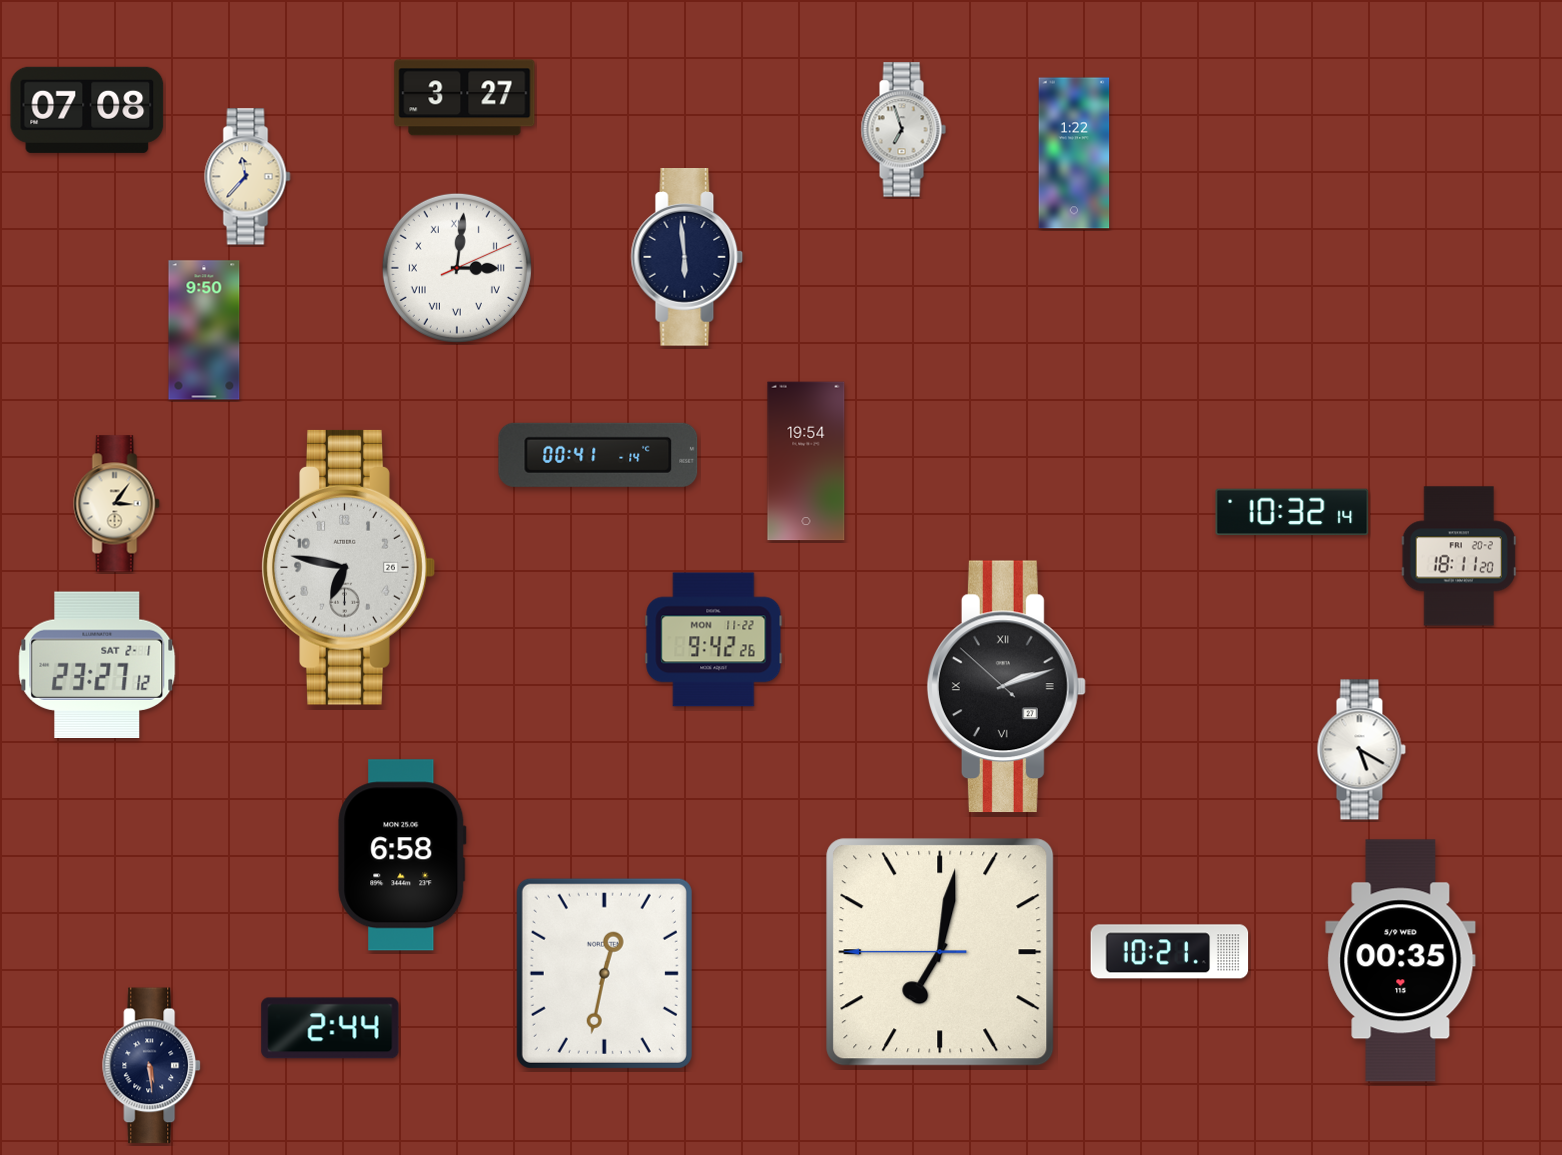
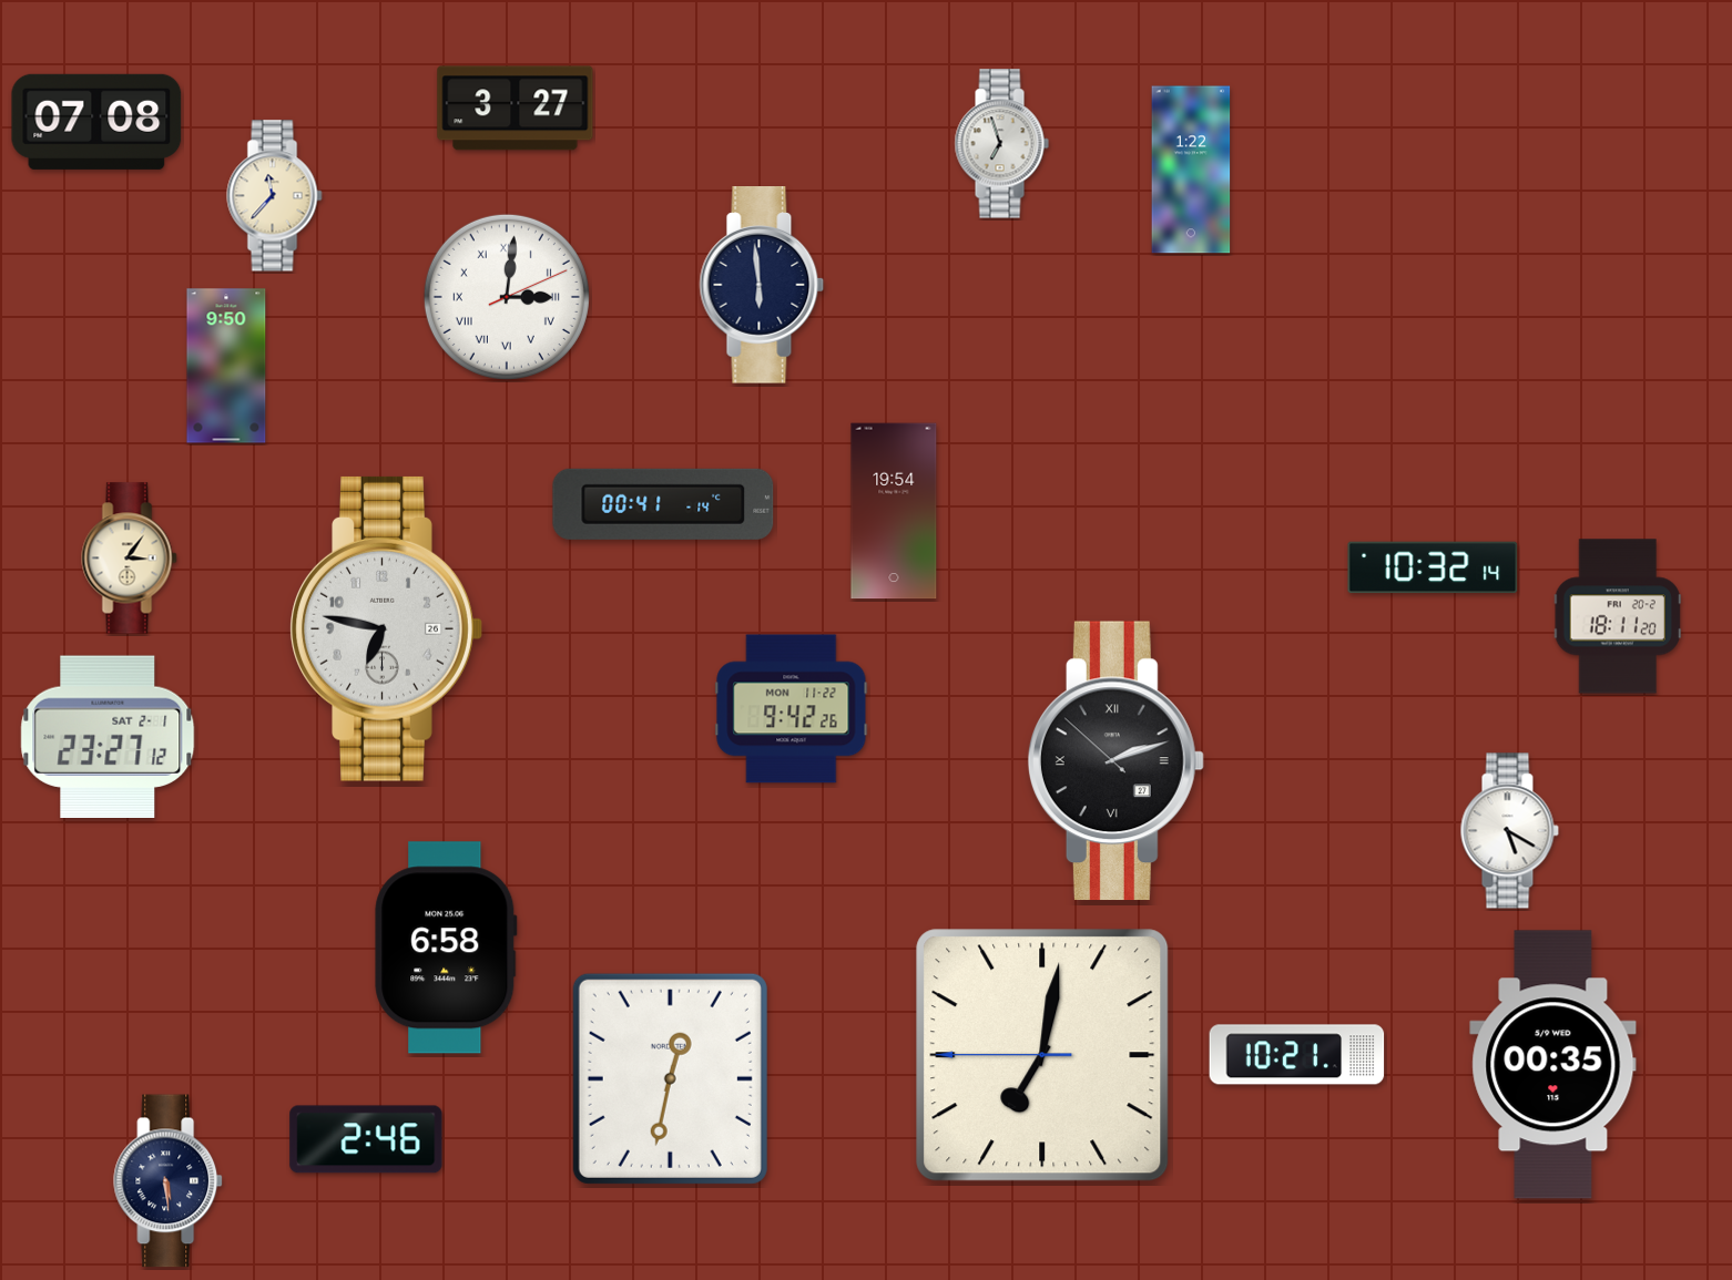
clock at (330, 1028): 2:44 -> 2:46
